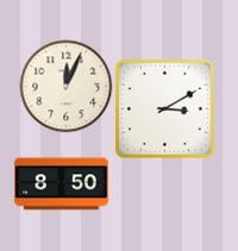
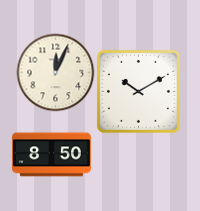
clock at (164, 108): 3:10 -> 10:10
